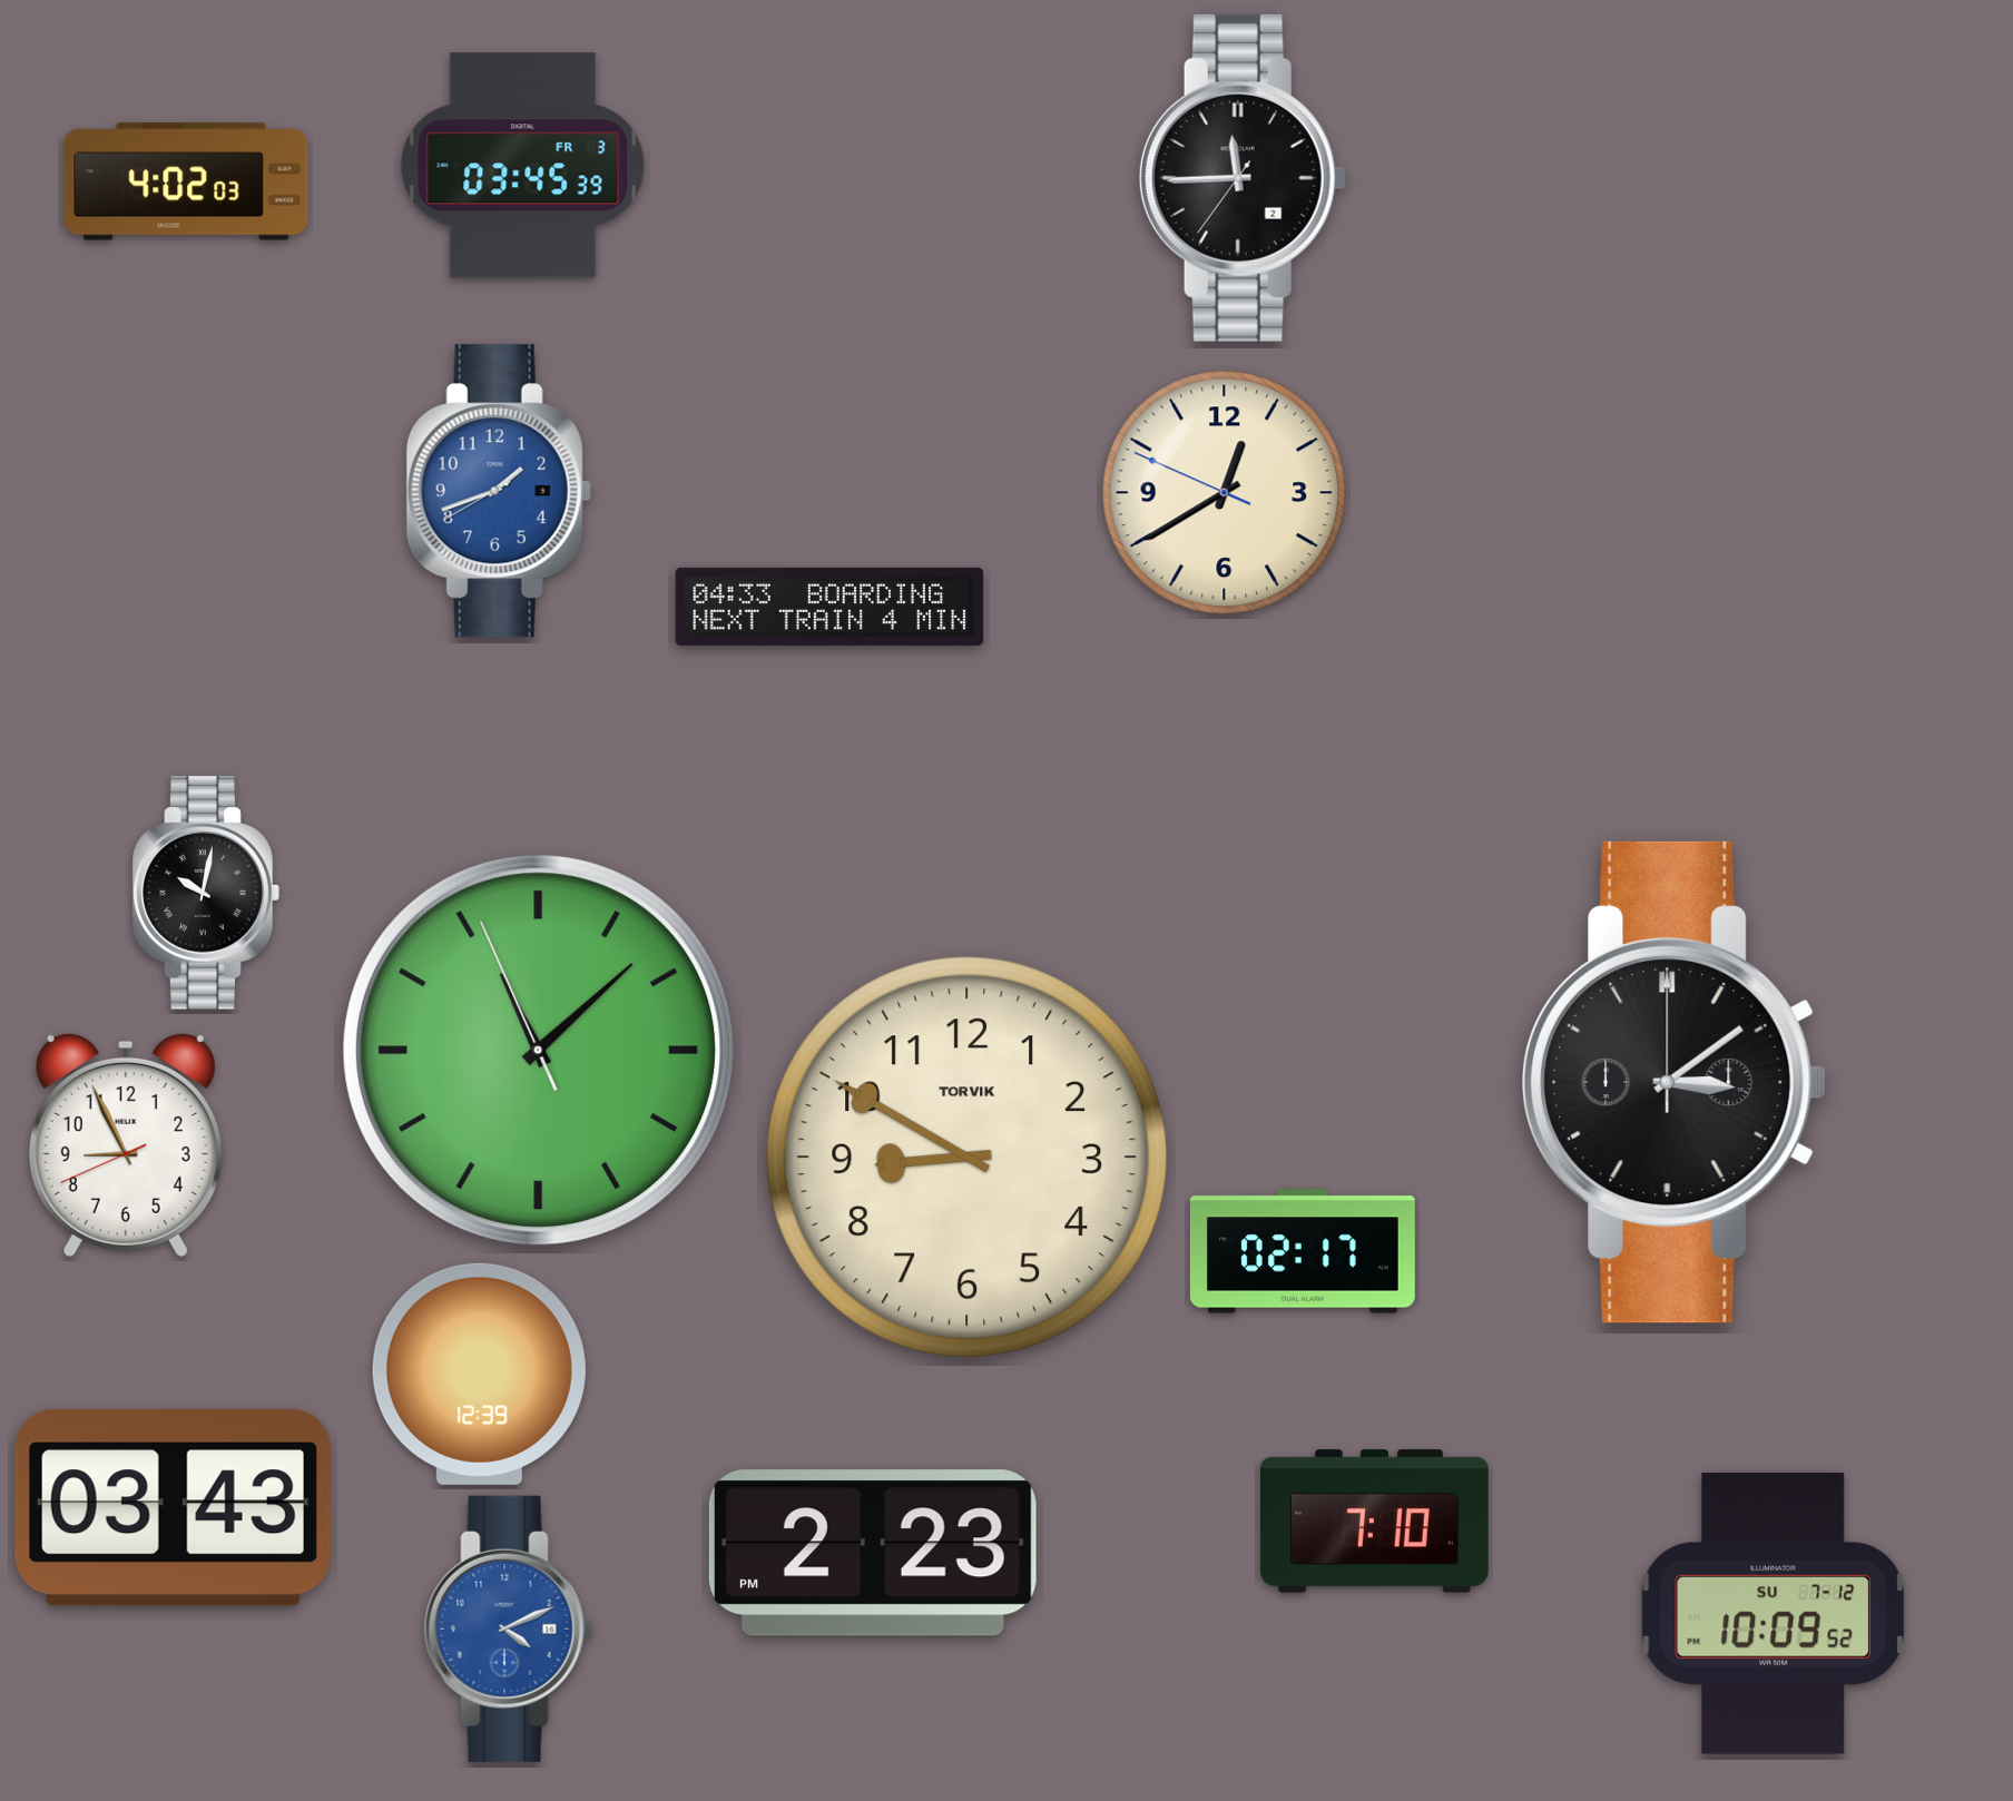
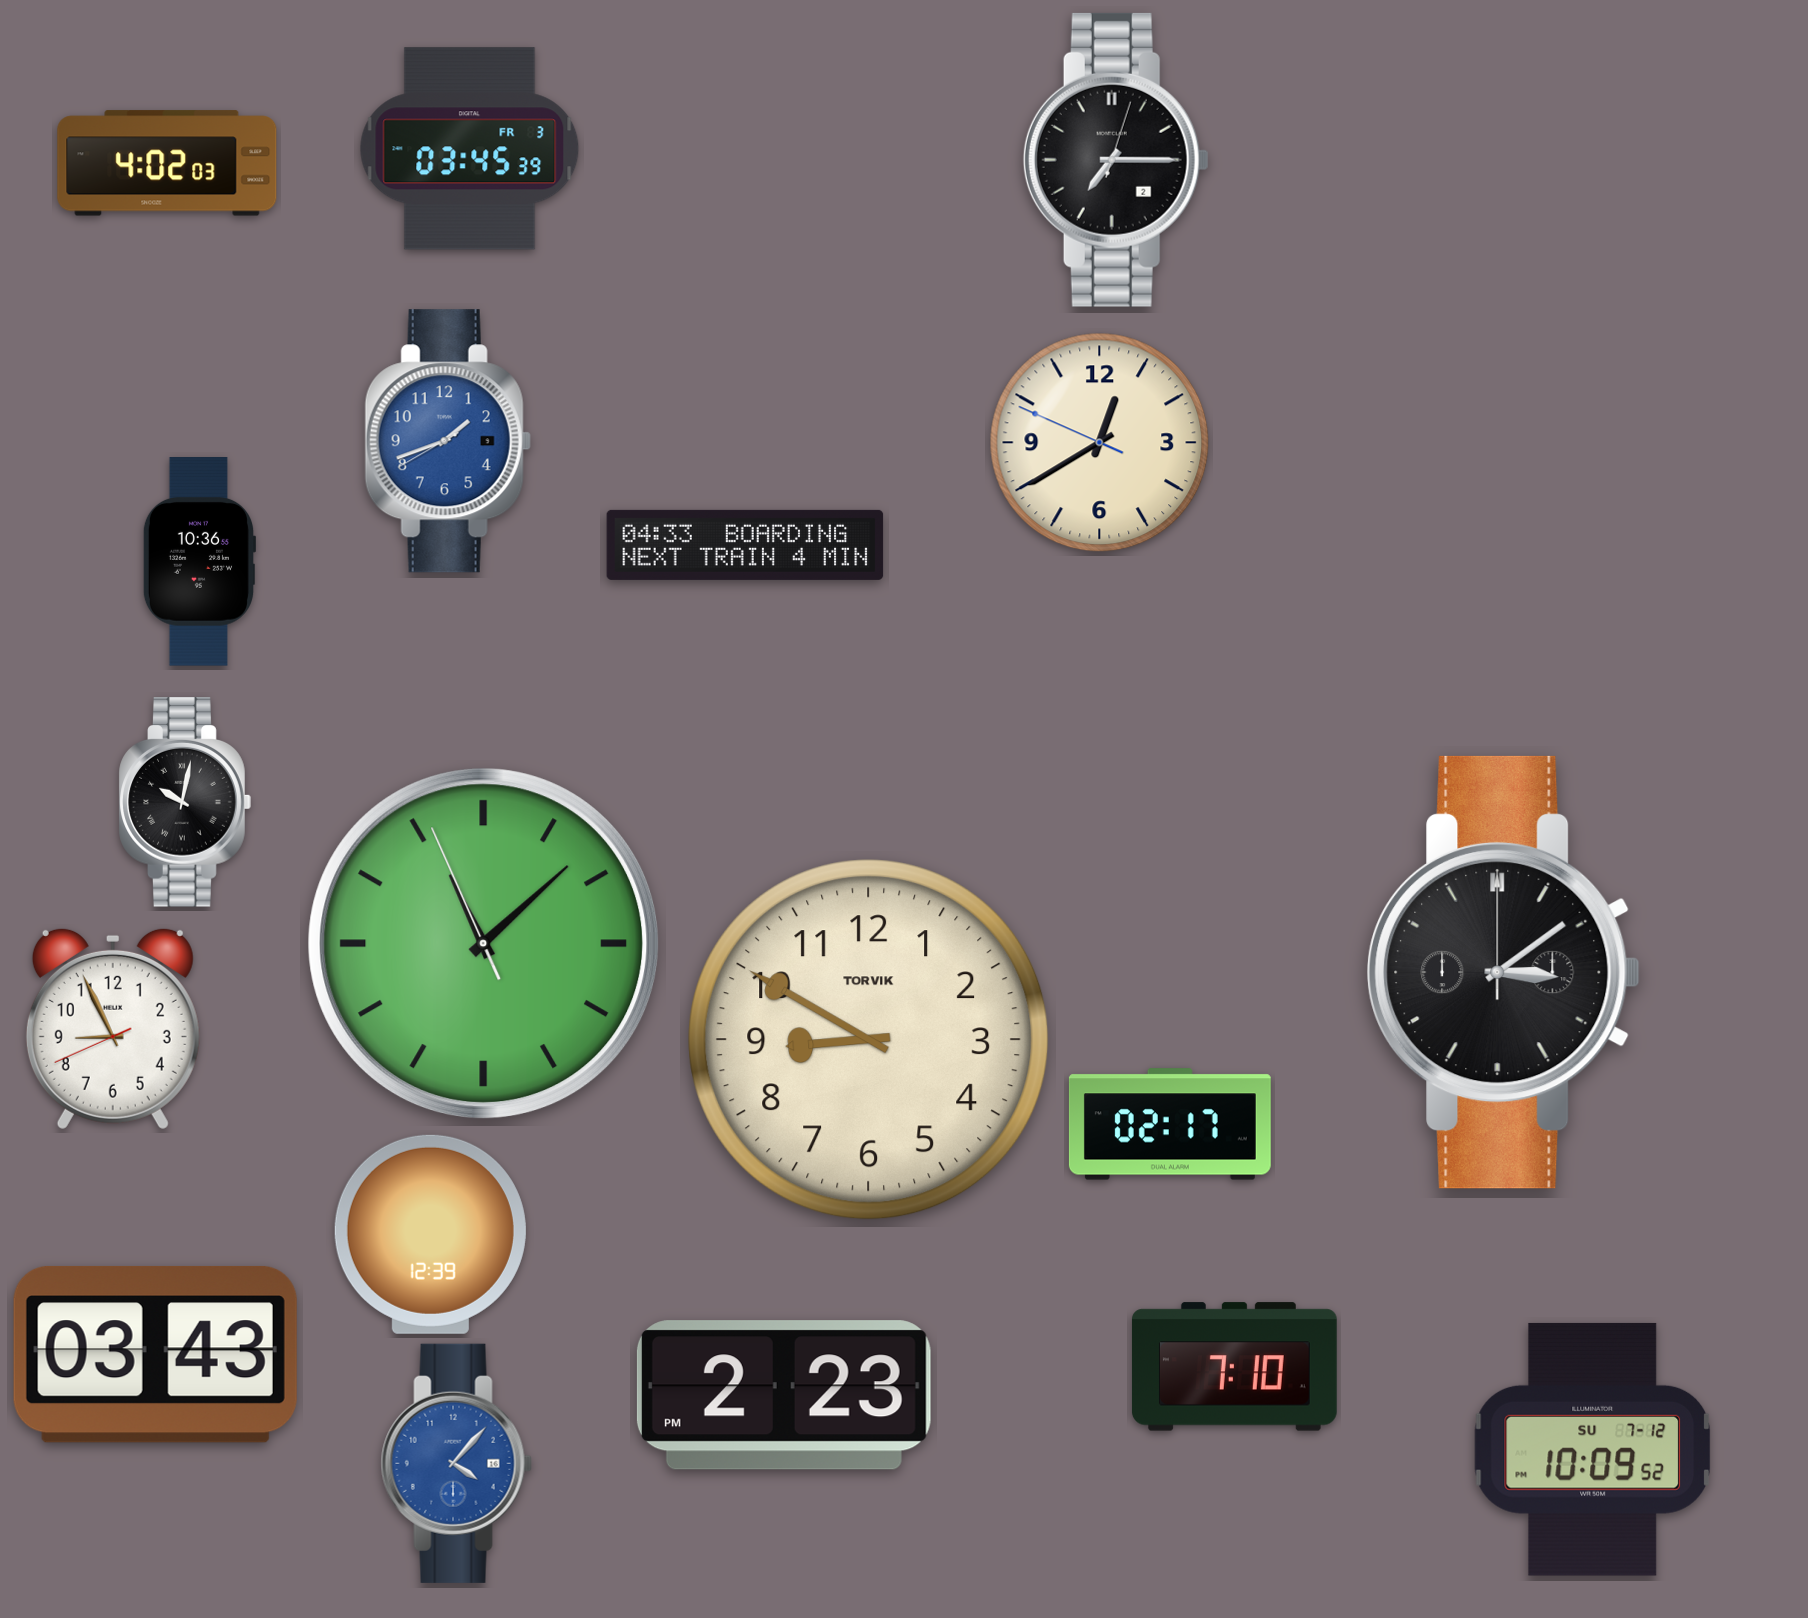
clock at (1243, 178): 11:44 -> 7:15
clock at (198, 562): none -> 10:36
clock at (508, 1628): 4:11 -> 4:07
